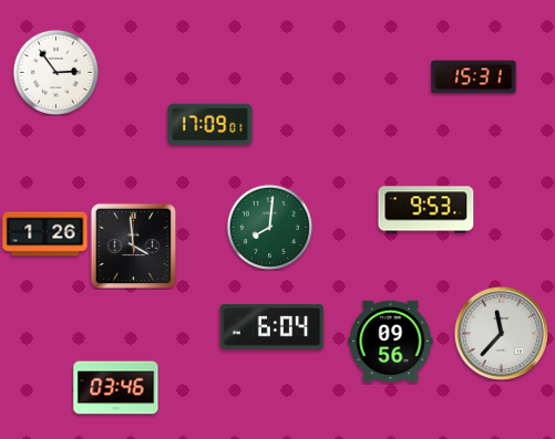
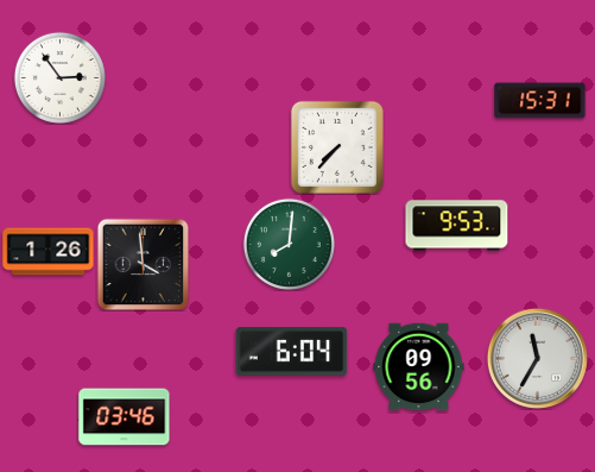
clock at (474, 77) position: (474, 77) -> (540, 101)
clock at (210, 125): 17:09 -> none
clock at (337, 147): none -> 7:37
clock at (501, 333): 11:37 -> 11:35
